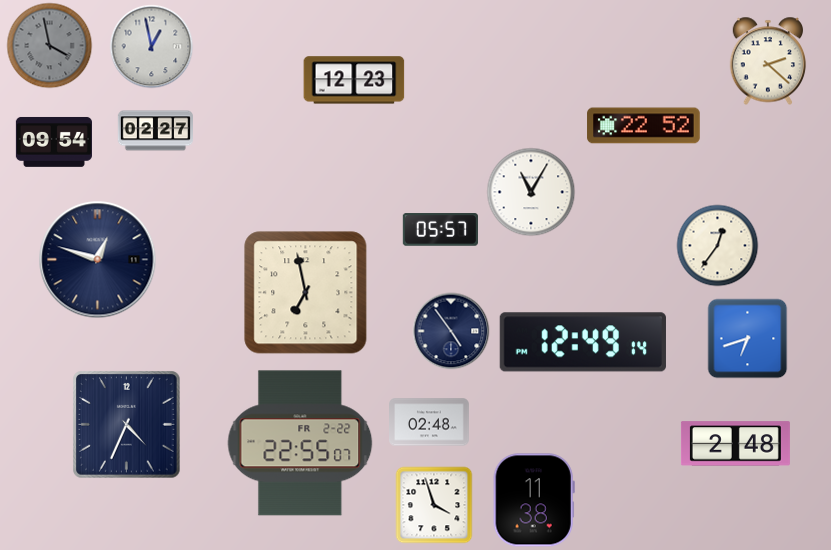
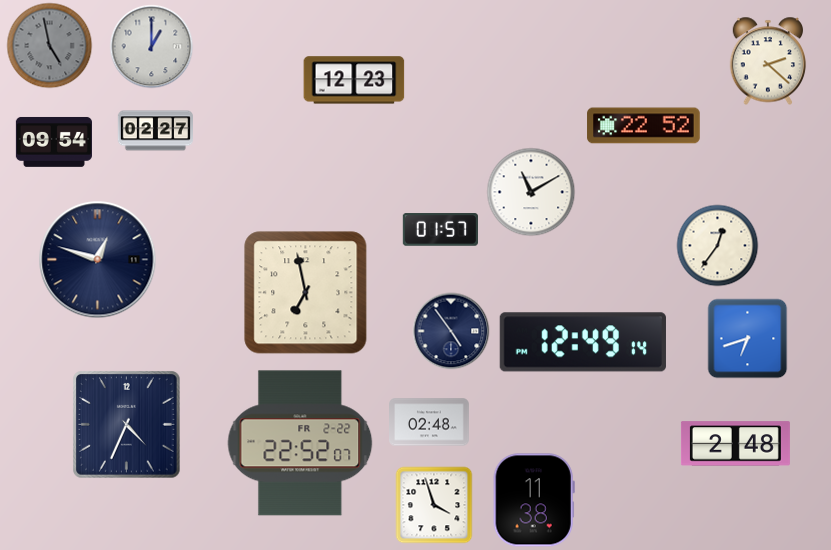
clock at (50, 46): 3:58 -> 4:58
clock at (152, 47): 12:58 -> 1:00
clock at (531, 192): 11:05 -> 11:10
clock at (440, 230): 05:57 -> 01:57
clock at (300, 443): 22:55 -> 22:52
